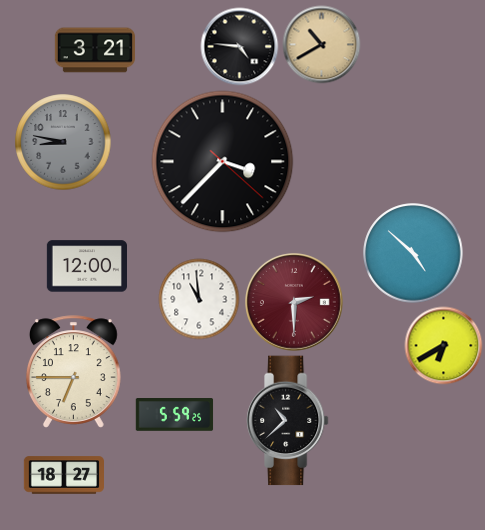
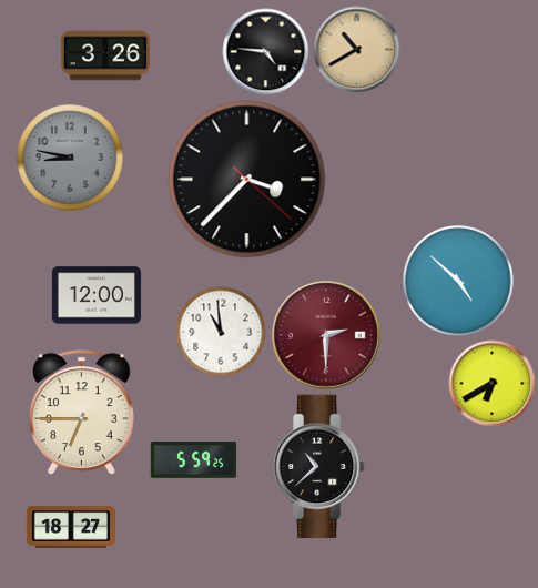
clock at (94, 50): 3:21 -> 3:26
